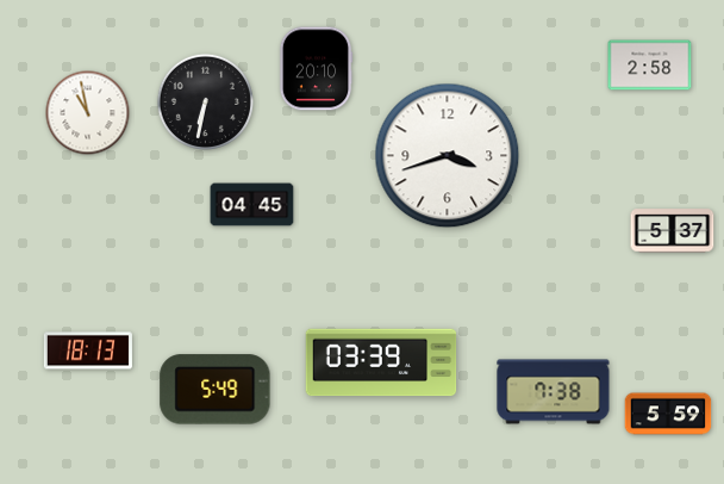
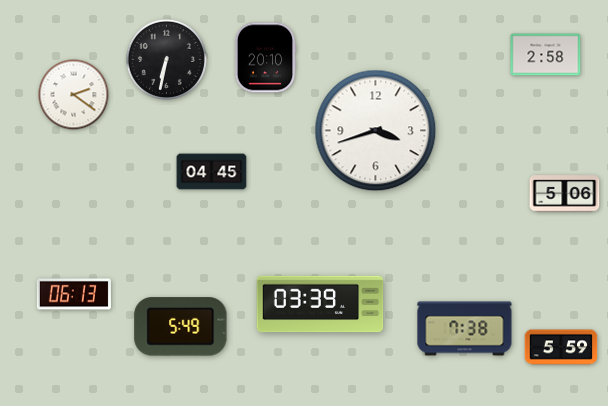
clock at (205, 101) position: (205, 101) -> (166, 59)
clock at (88, 113): 10:58 -> 2:21
clock at (673, 231): 5:37 -> 5:06
clock at (88, 350): 18:13 -> 06:13
